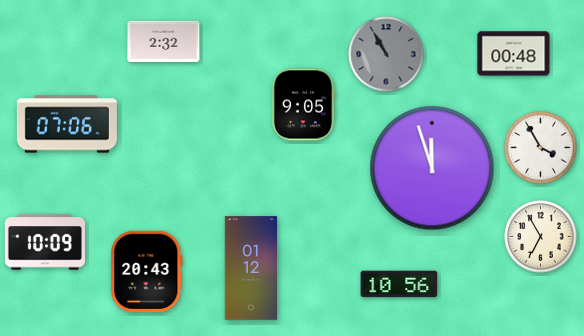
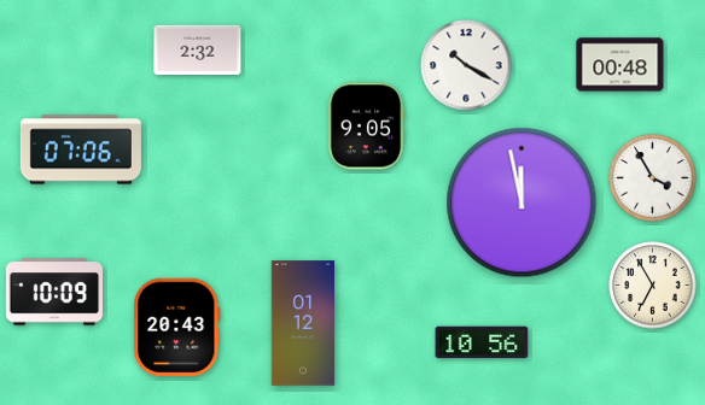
clock at (386, 54): 10:55 -> 10:20
clock at (386, 54) dial: grey -> white
clock at (432, 168): 11:57 -> 11:58
